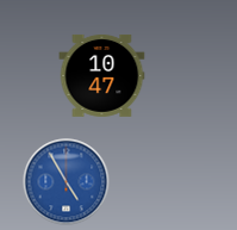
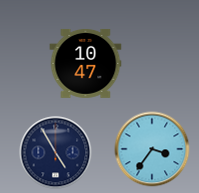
clock at (152, 149): none -> 3:36
clock at (67, 182) dial: blue -> navy
